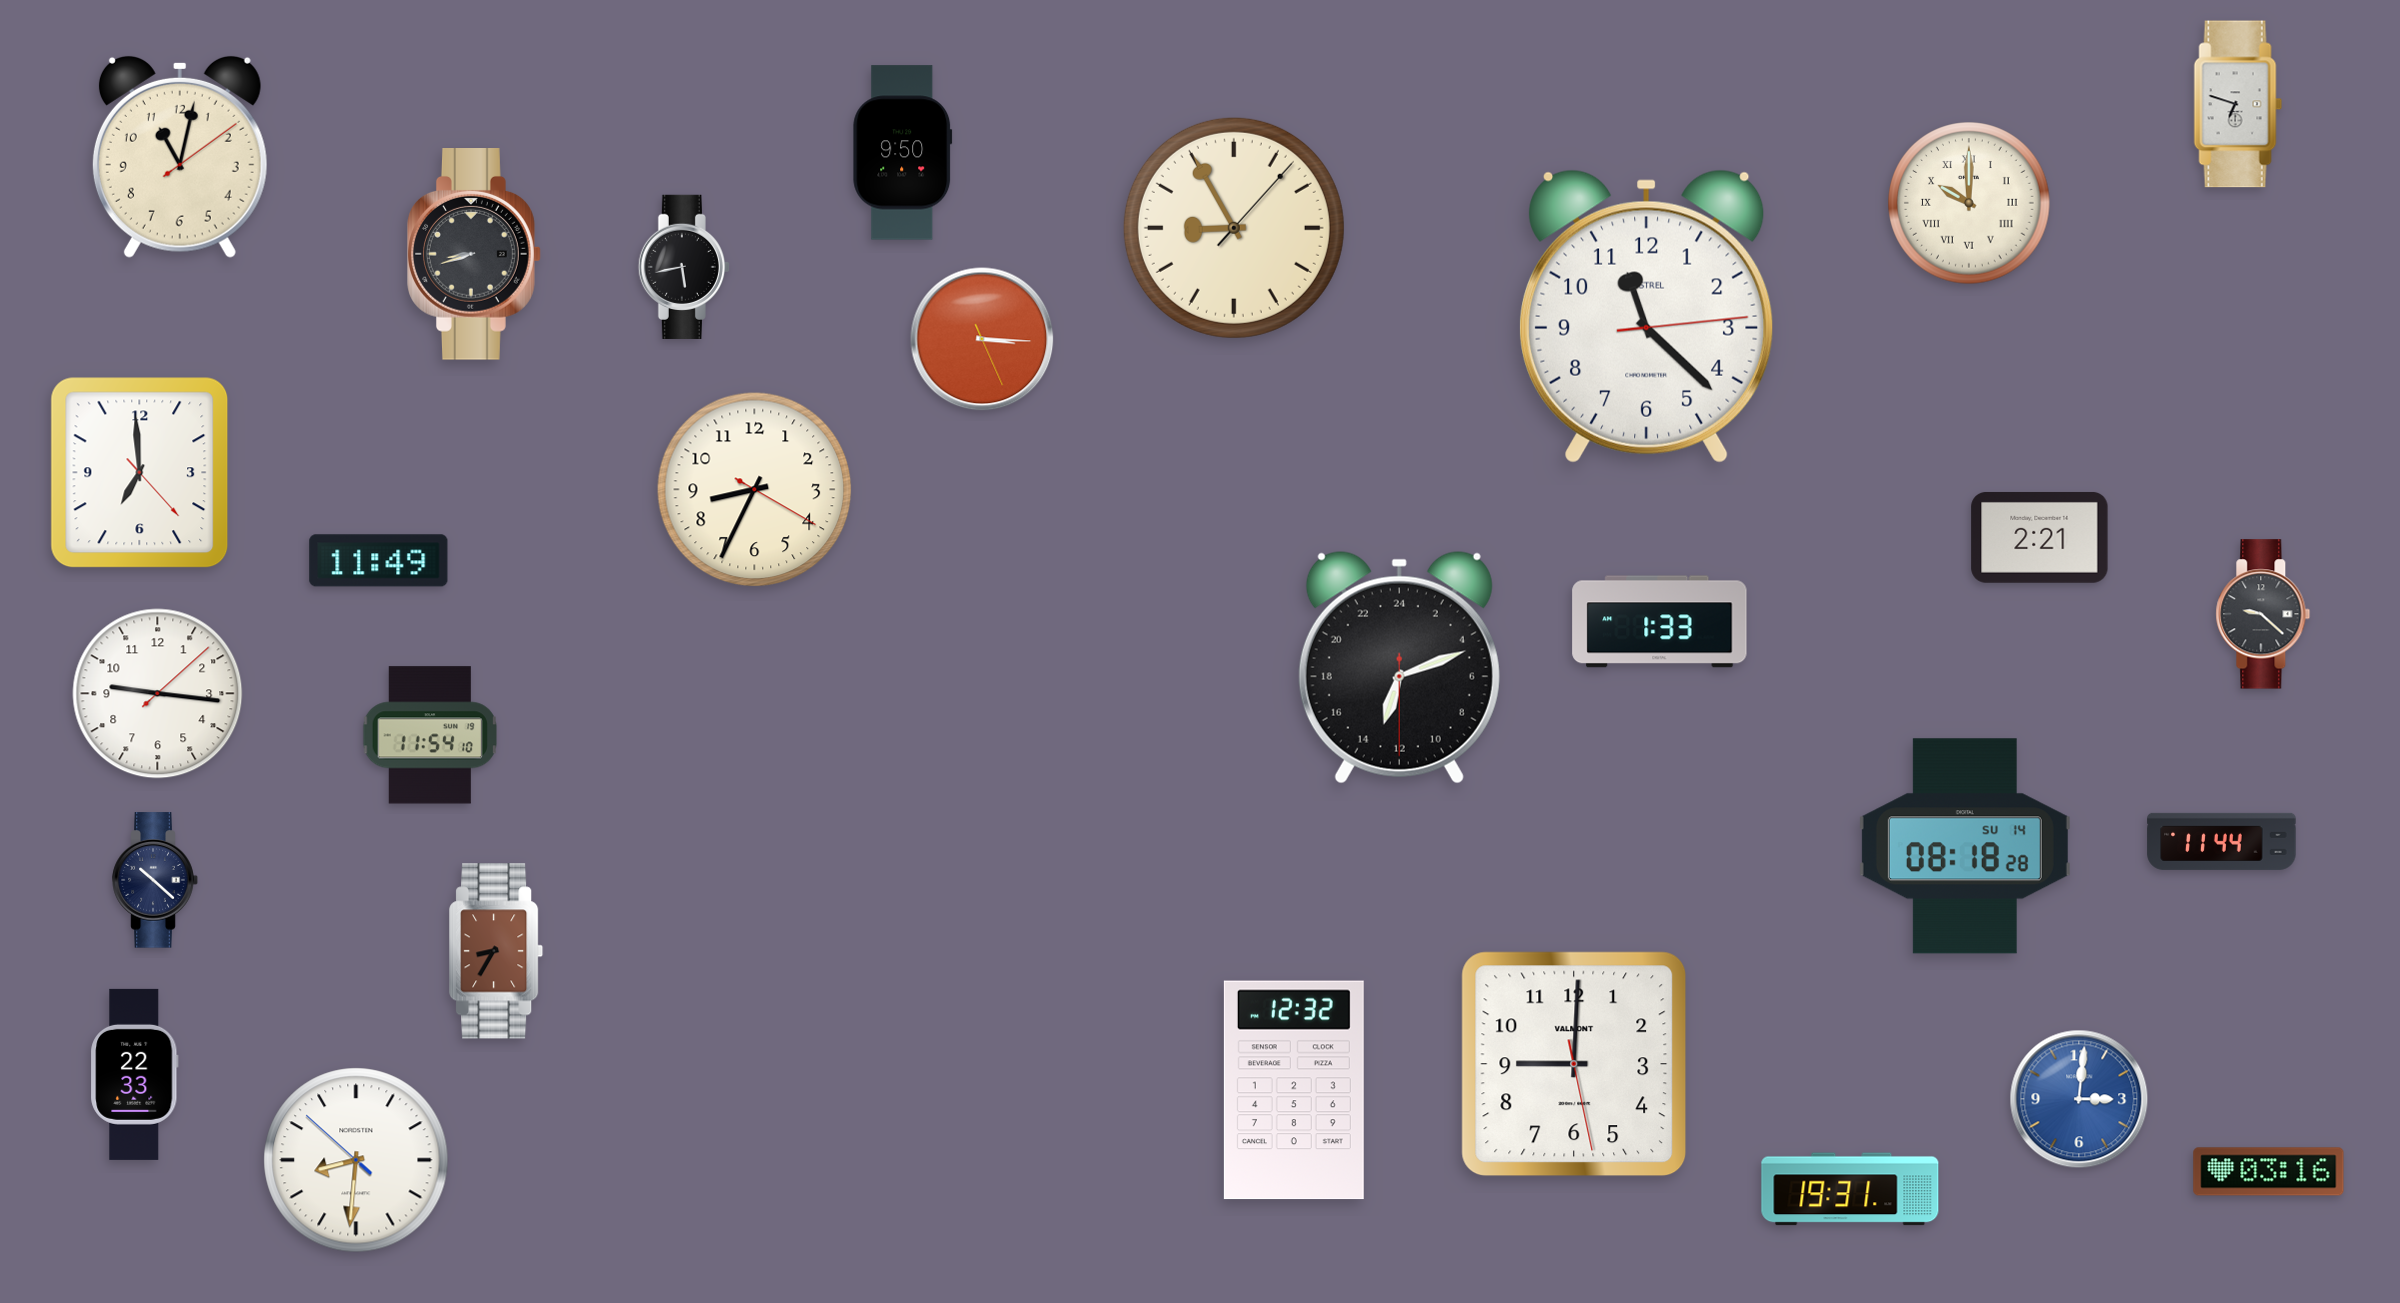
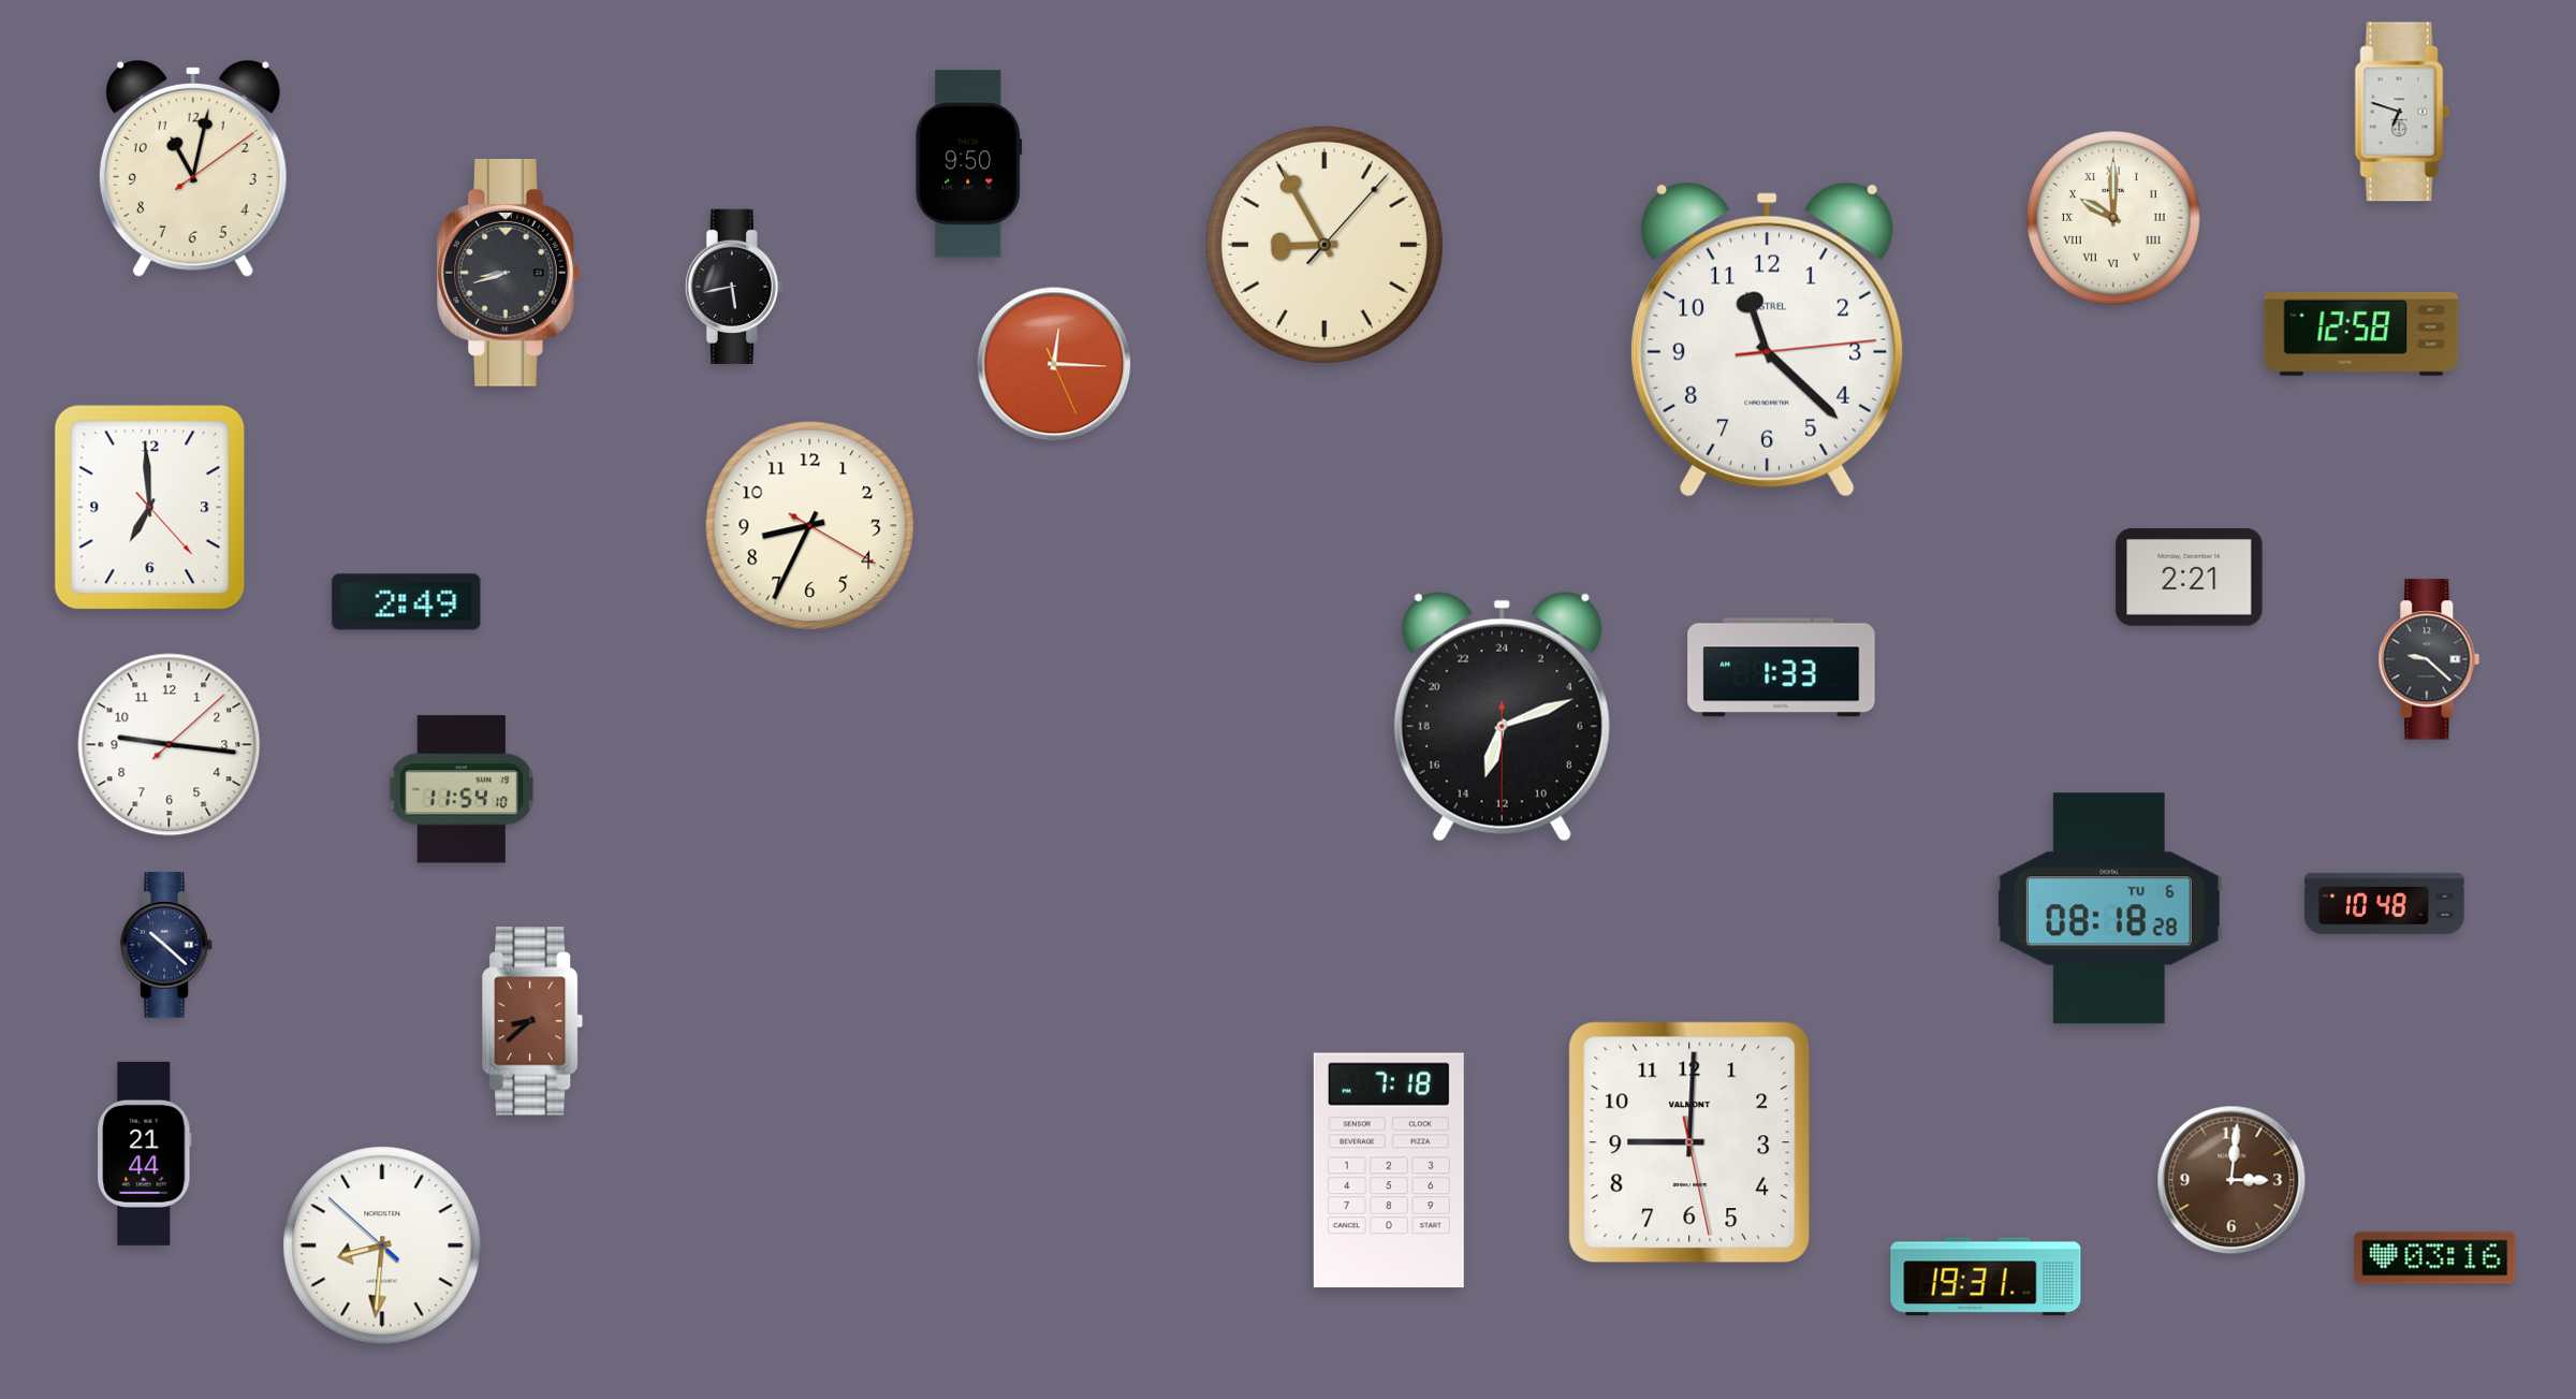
clock at (2361, 335): none -> 12:58
clock at (982, 339): 3:15 -> 12:15
clock at (379, 561): 11:49 -> 2:49
clock at (2222, 841): 11:44 -> 10:48
clock at (1965, 846) date: SU 14 -> TU 6
clock at (497, 951): 8:35 -> 8:38
clock at (135, 1074): 22:33 -> 21:44
clock at (1294, 1090): 12:32 -> 7:18
clock at (2079, 1099) dial: blue -> brown
